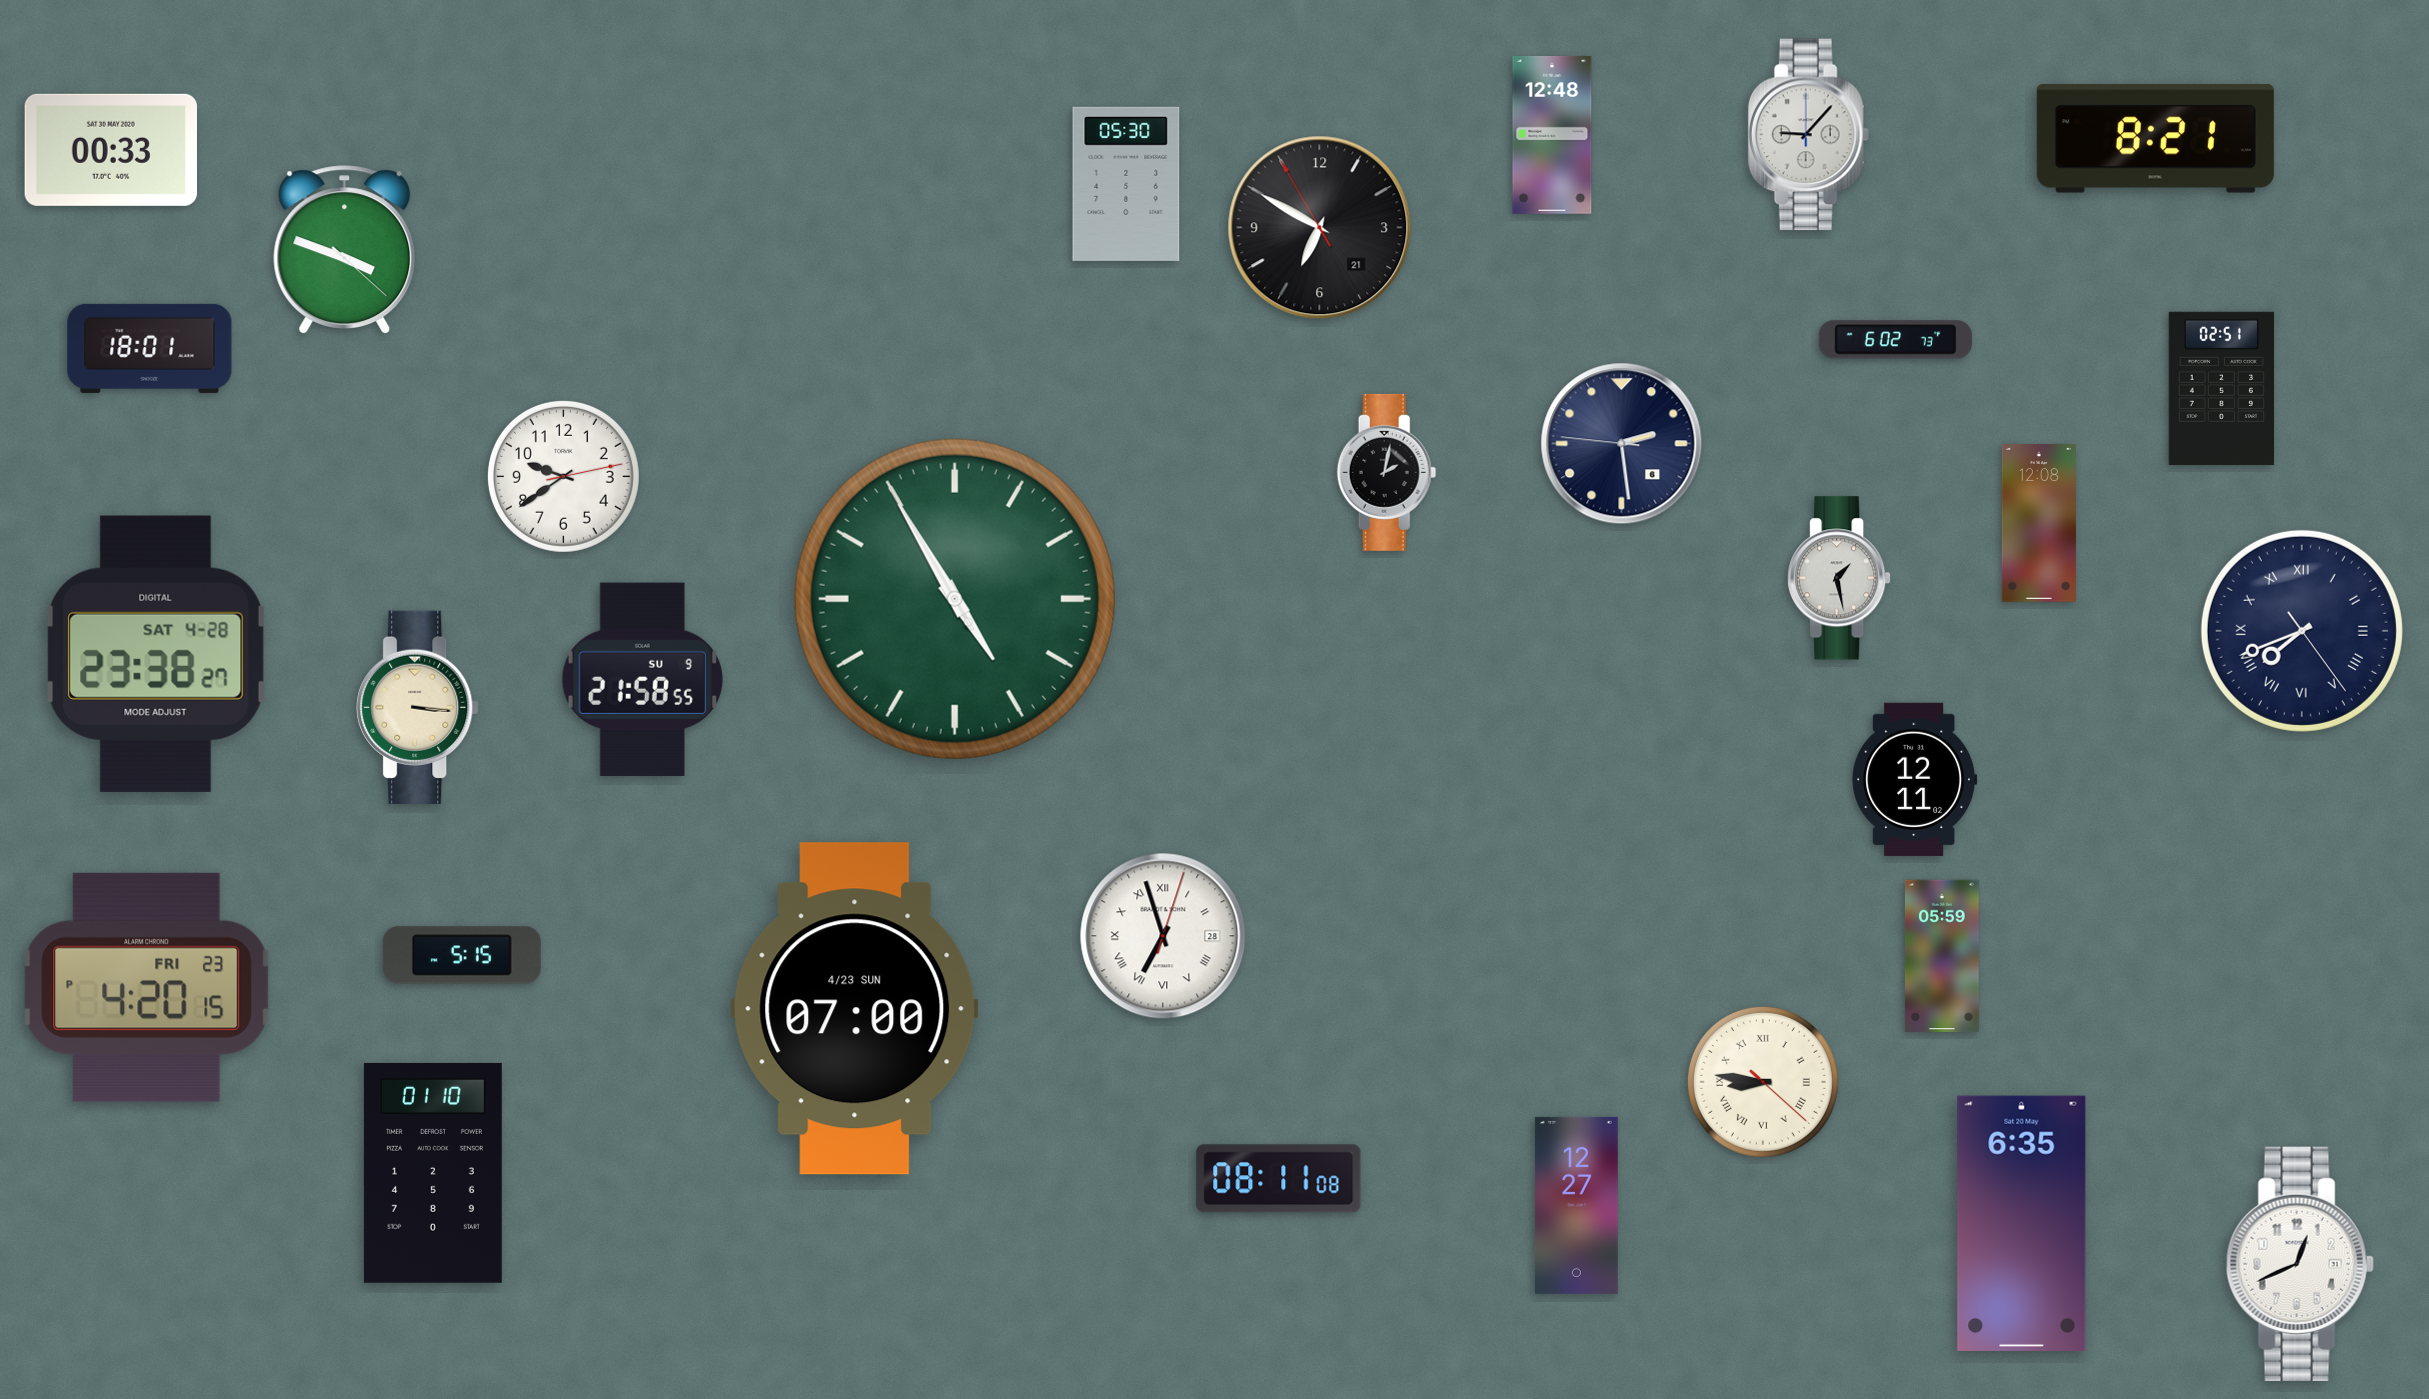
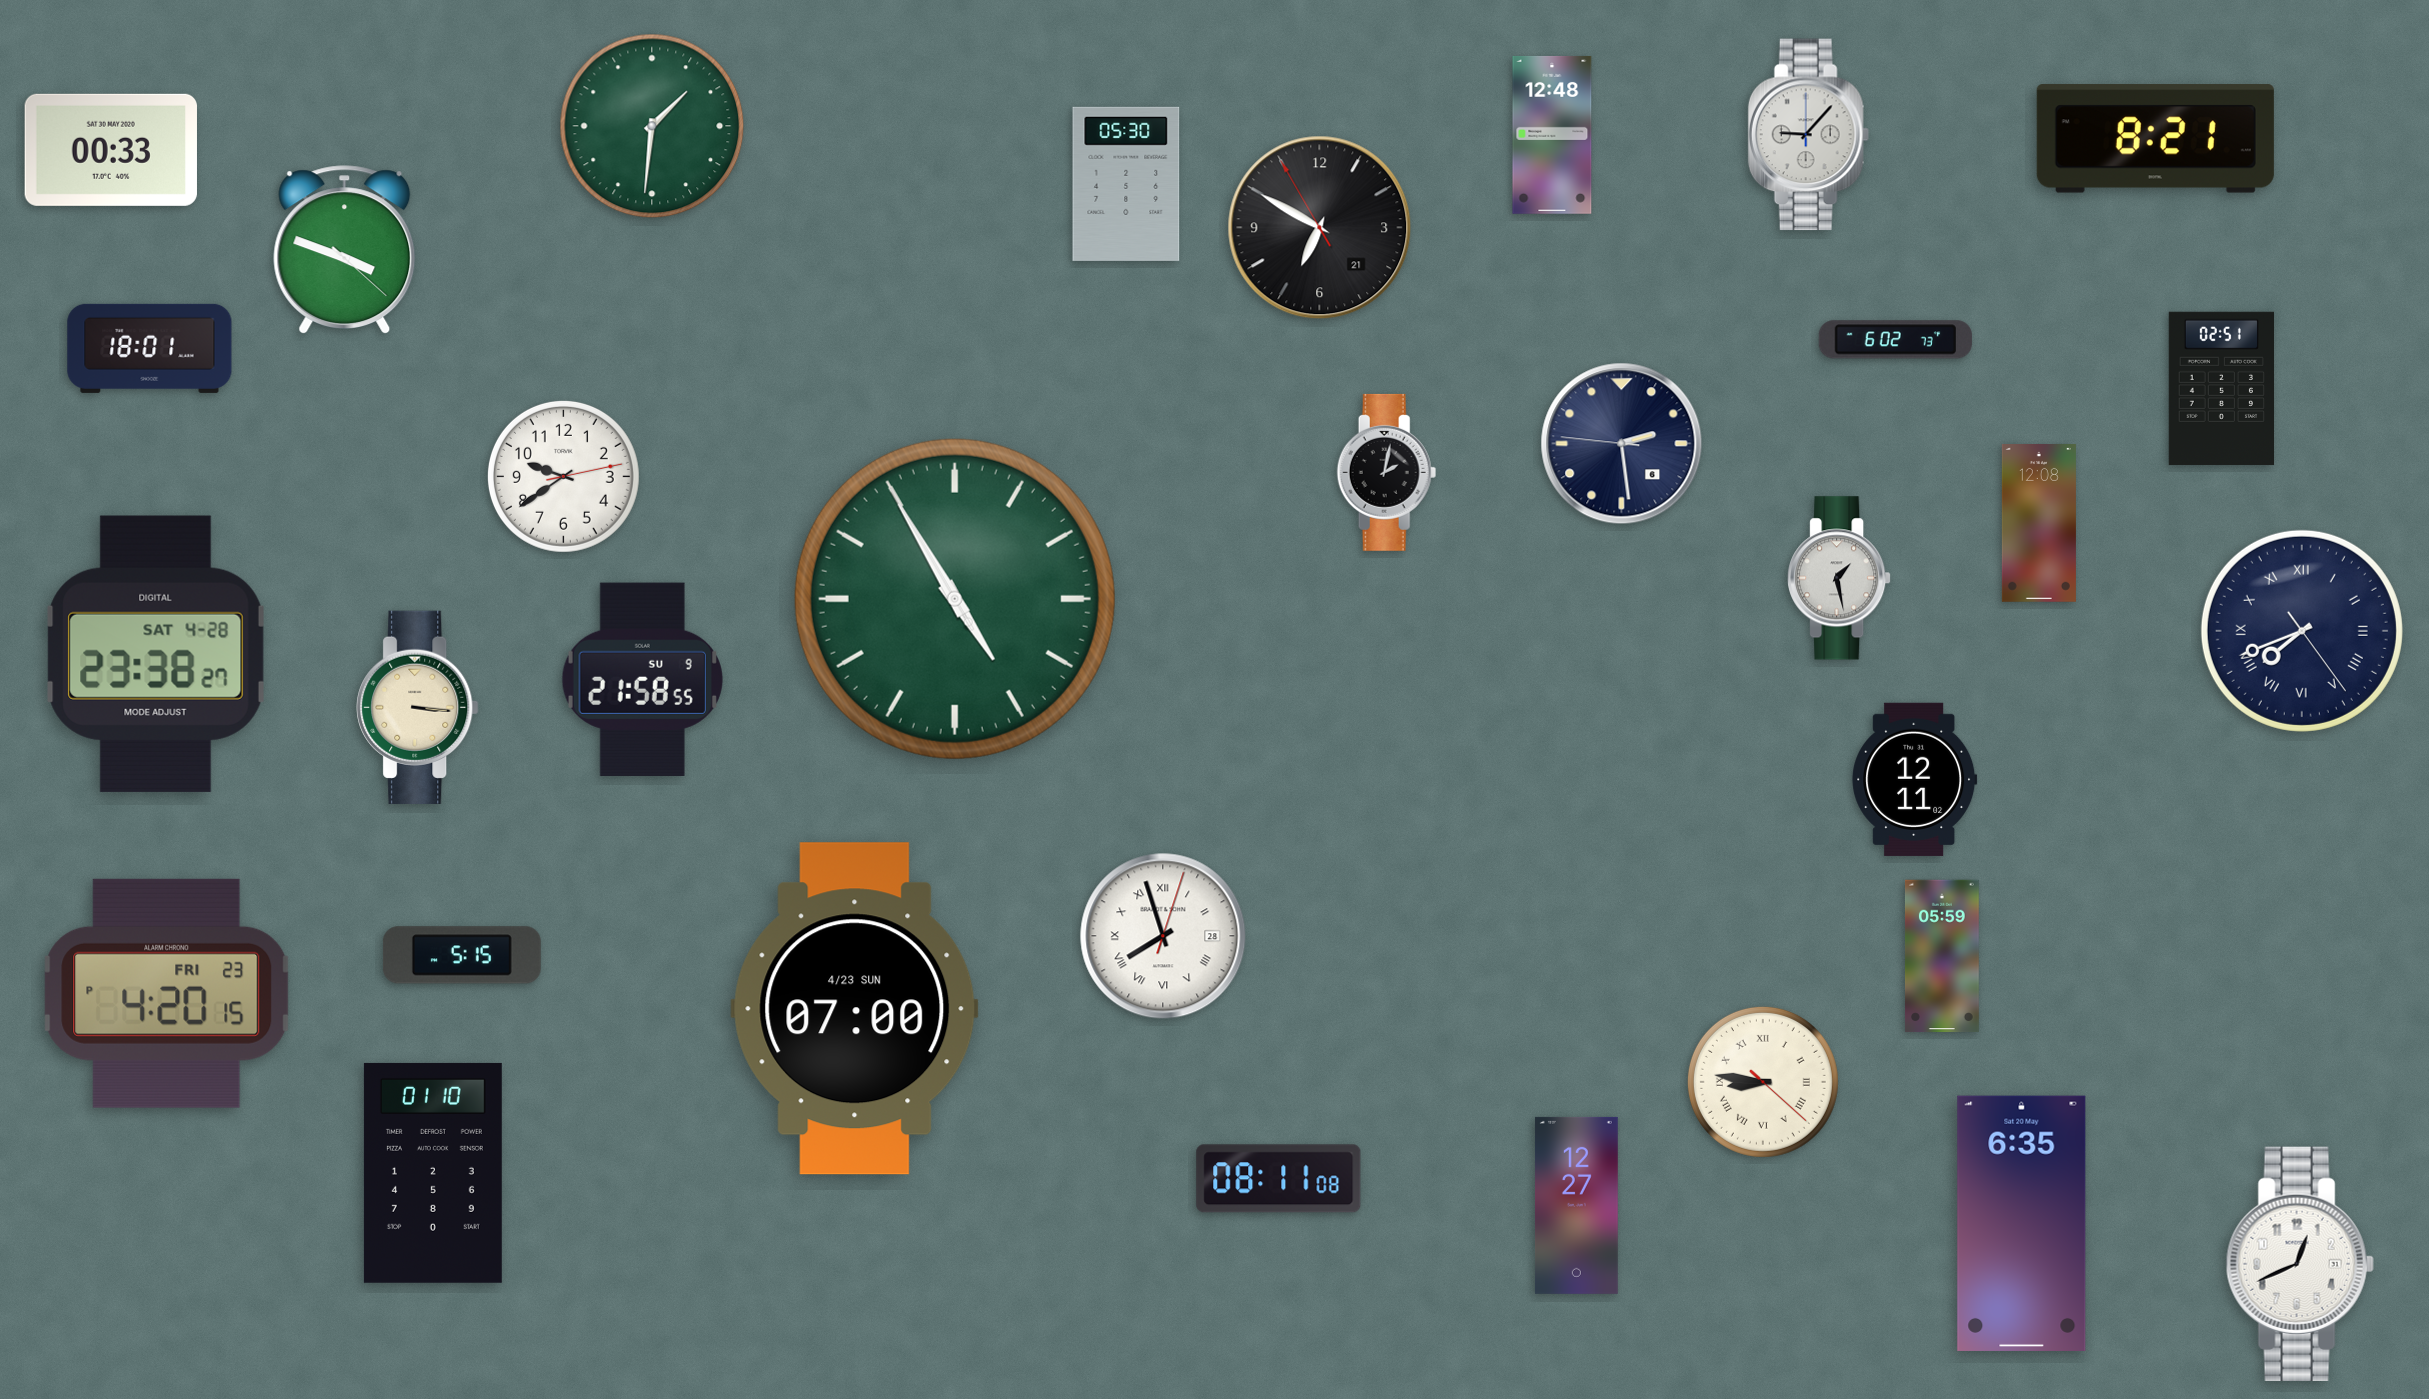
clock at (652, 126): none -> 1:31
clock at (1163, 936): 6:57 -> 7:57
clock at (147, 987) position: (147, 987) -> (167, 993)
